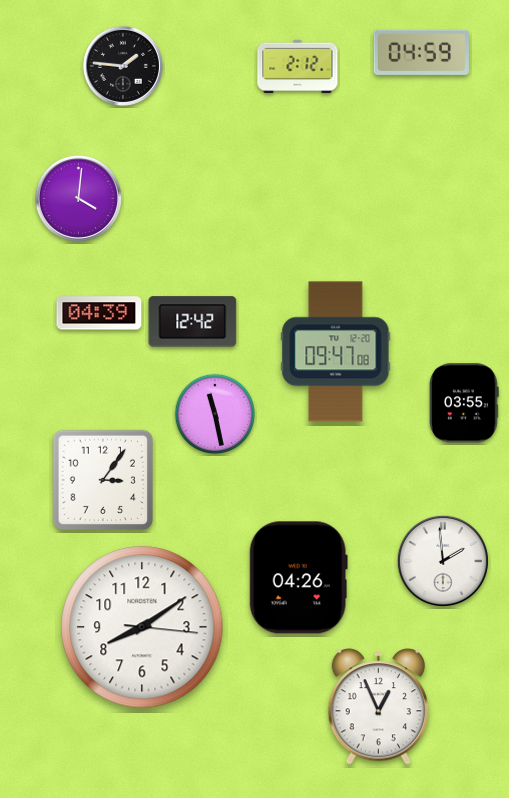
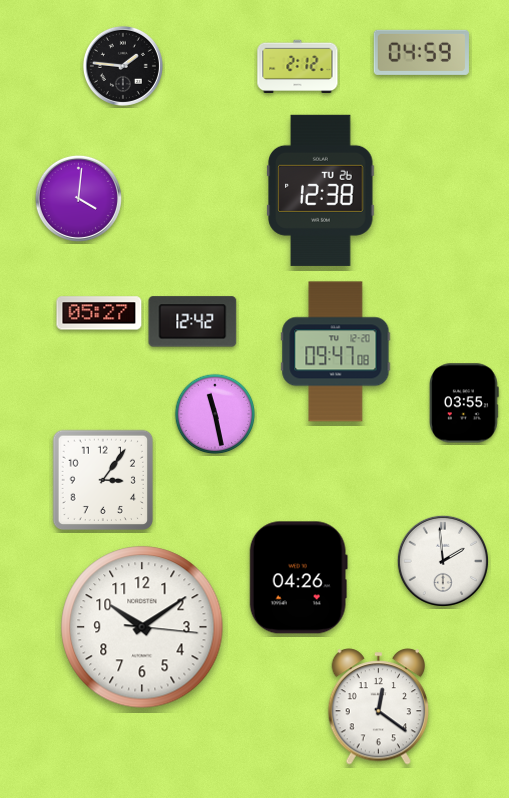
clock at (321, 190): none -> 12:38
clock at (99, 313): 04:39 -> 05:27
clock at (142, 627): 8:09 -> 10:09
clock at (379, 707): 12:56 -> 12:21
